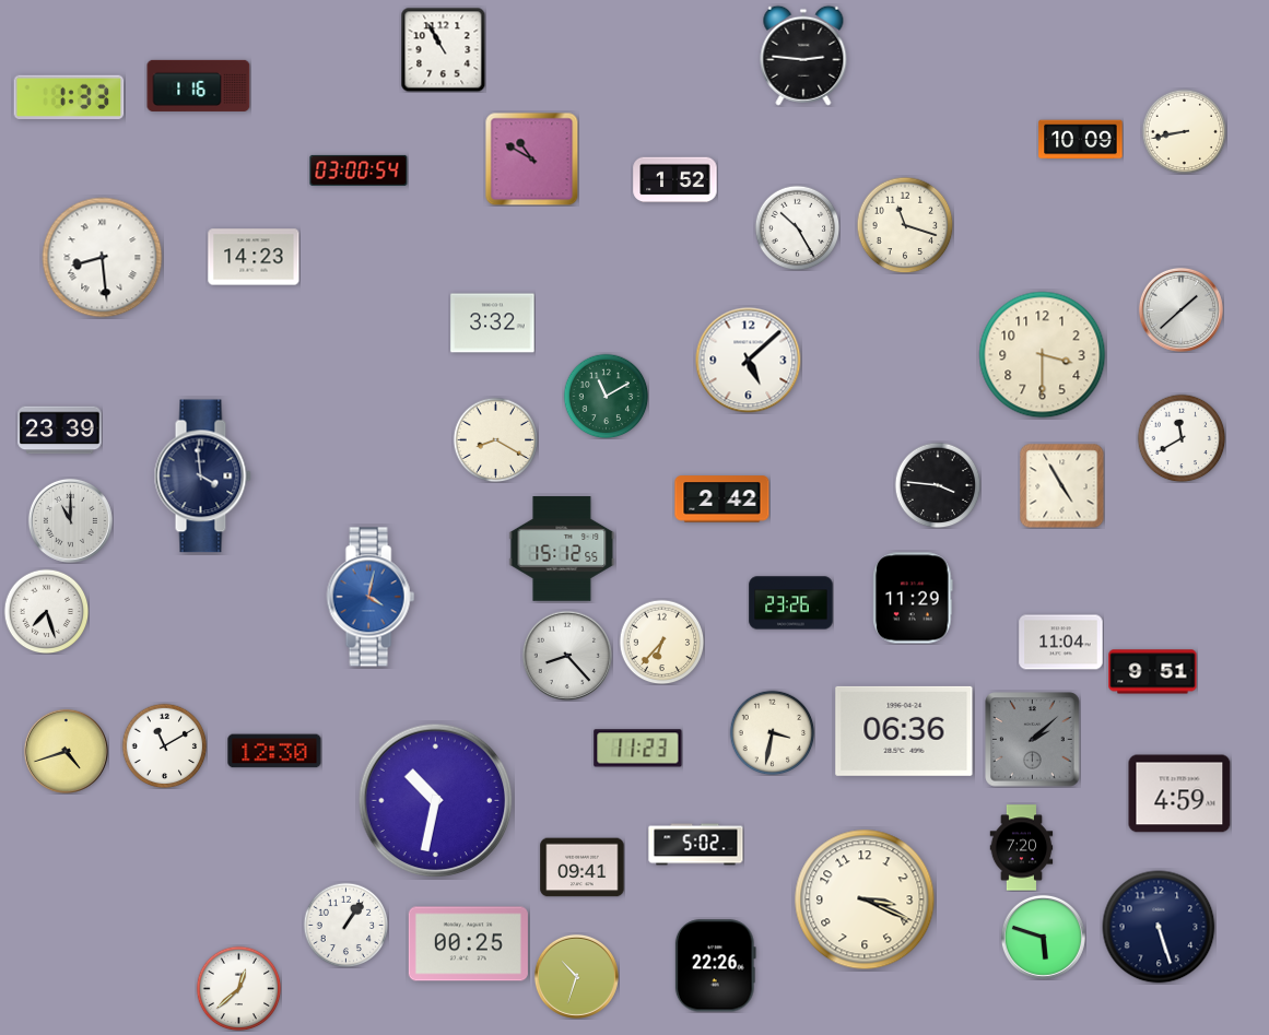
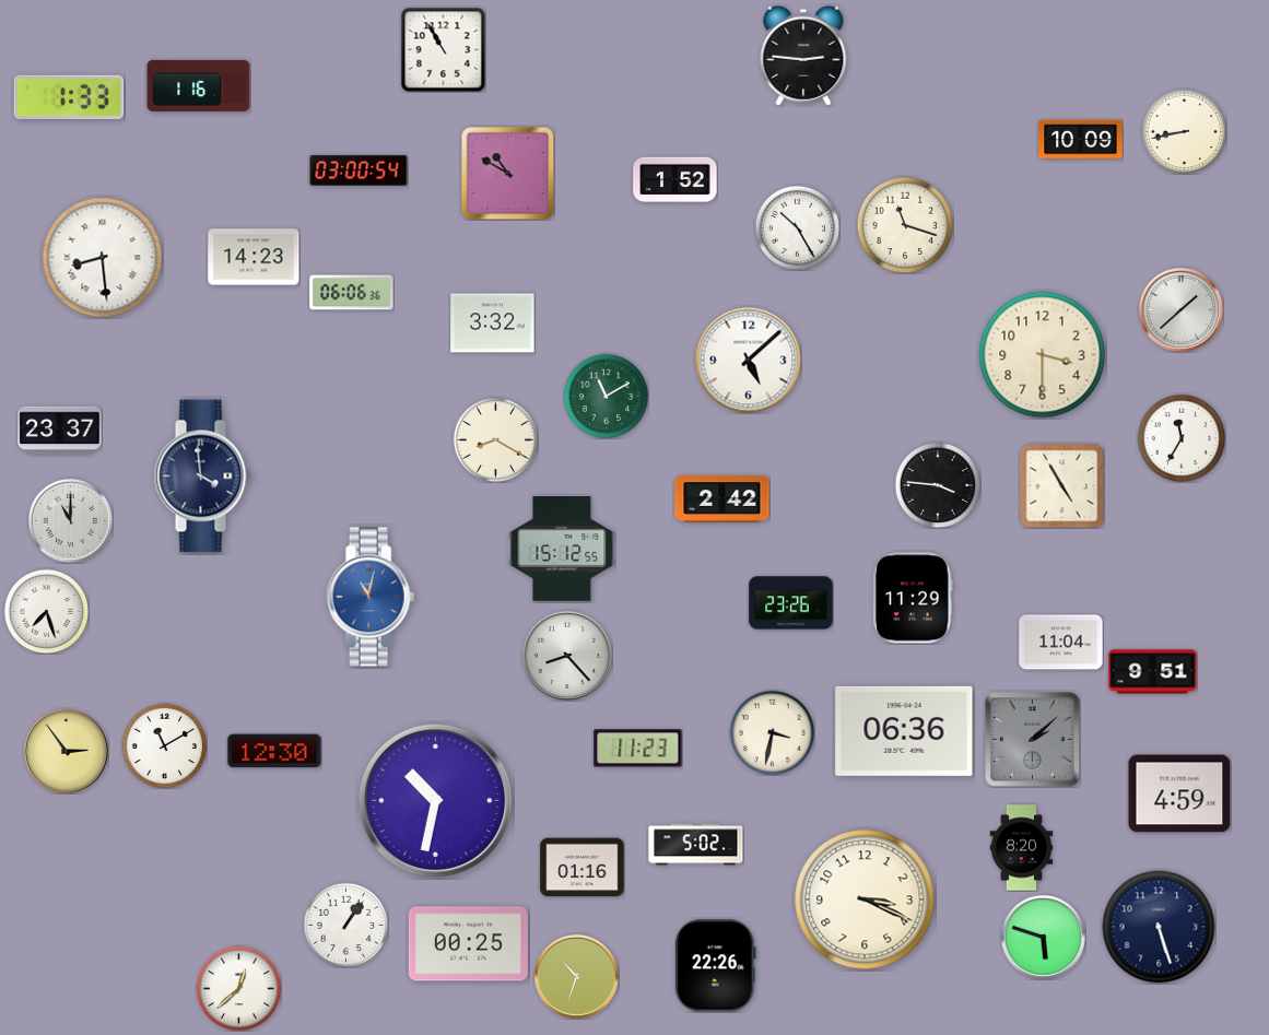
clock at (531, 158) position: (531, 158) -> (507, 173)
clock at (352, 293): none -> 06:06
clock at (60, 431): 23:39 -> 23:37
clock at (1182, 438): 11:40 -> 11:35
clock at (371, 597): 4:02 -> 11:02
clock at (661, 642): 6:37 -> none
clock at (66, 751): 4:42 -> 2:54
clock at (1022, 848): 7:20 -> 8:20
clock at (583, 868): 09:41 -> 01:16
